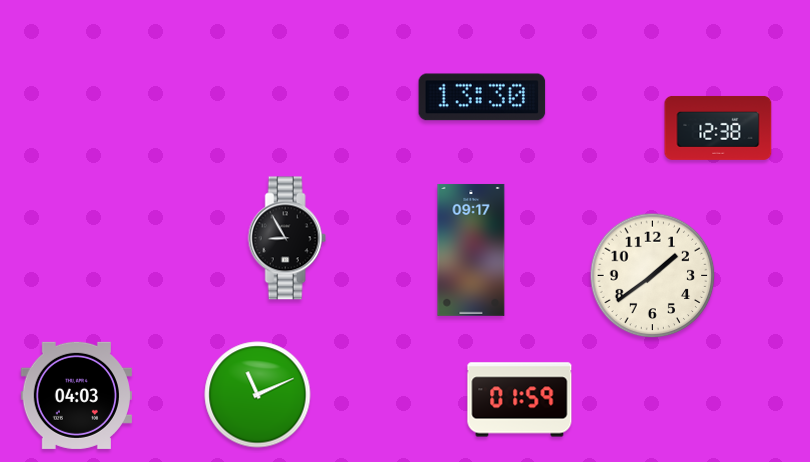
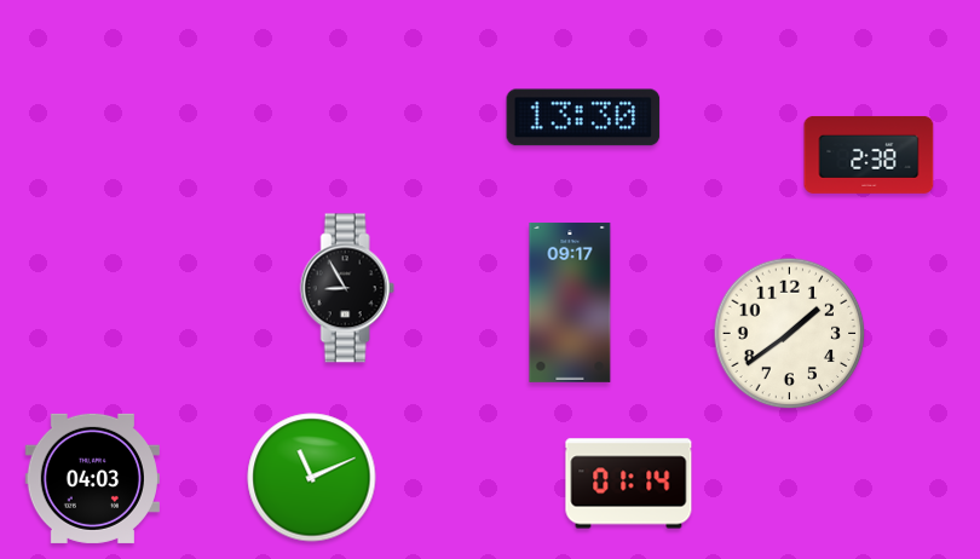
clock at (718, 128): 12:38 -> 2:38
clock at (520, 400): 01:59 -> 01:14
